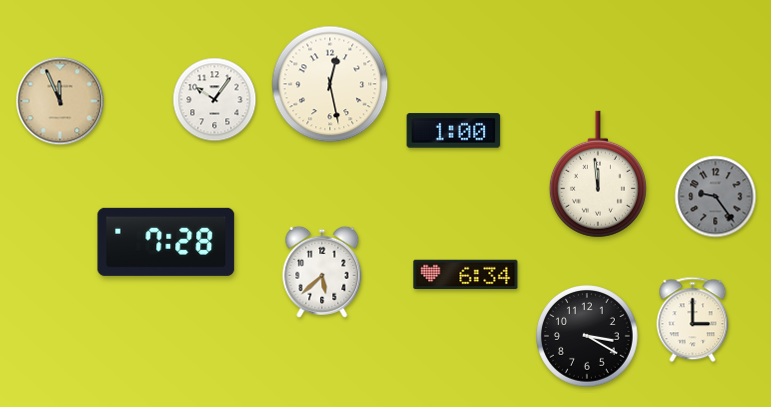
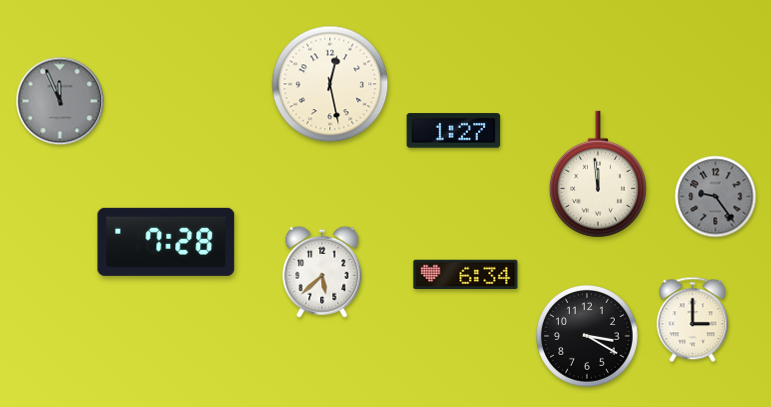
clock at (215, 100): 10:06 -> none
clock at (60, 101) dial: champagne -> grey
clock at (454, 131): 1:00 -> 1:27
